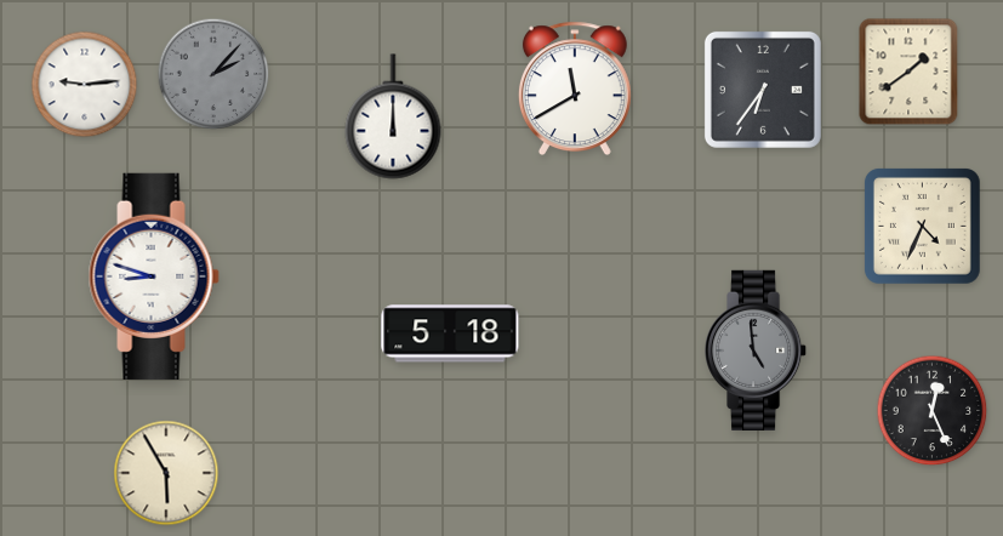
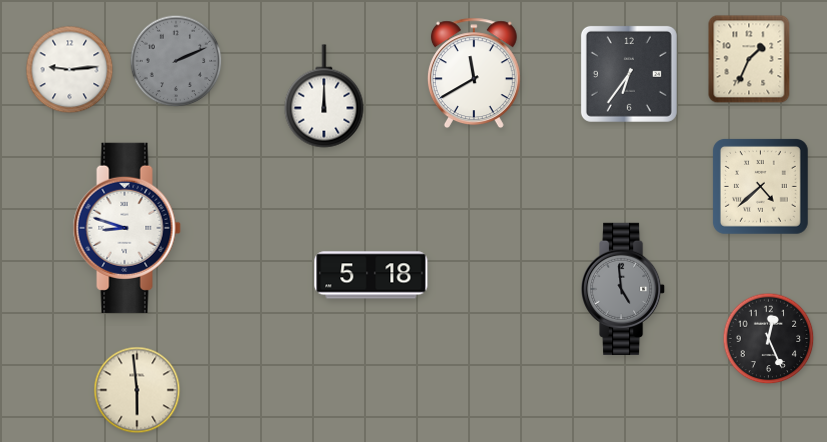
clock at (908, 72): 1:39 -> 1:34
clock at (213, 74): 2:07 -> 2:11
clock at (922, 226): 4:34 -> 4:38
clock at (166, 473): 5:55 -> 5:59
